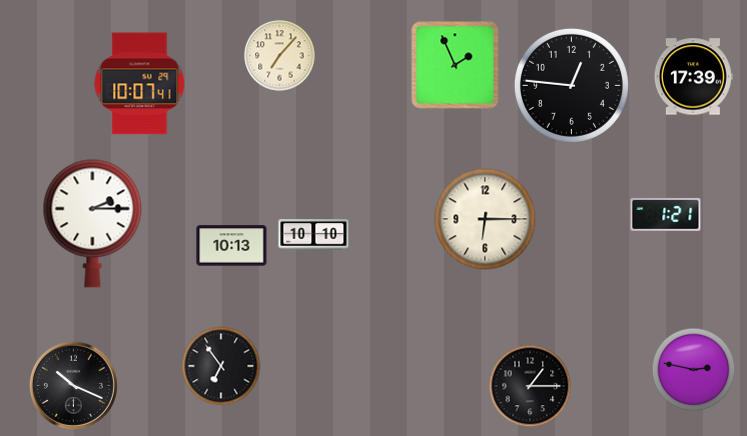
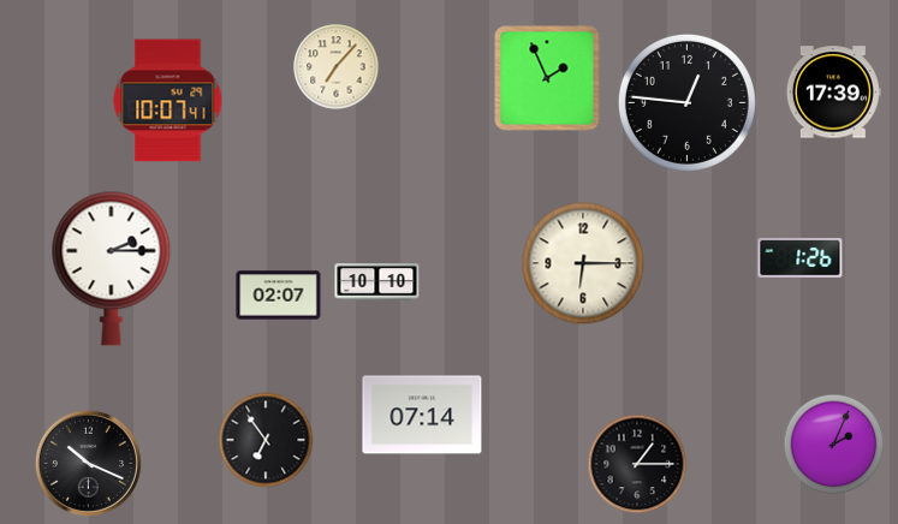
clock at (666, 215): 1:21 -> 1:26
clock at (232, 246): 10:13 -> 02:07
clock at (422, 415): none -> 07:14
clock at (694, 370): 2:47 -> 2:04
